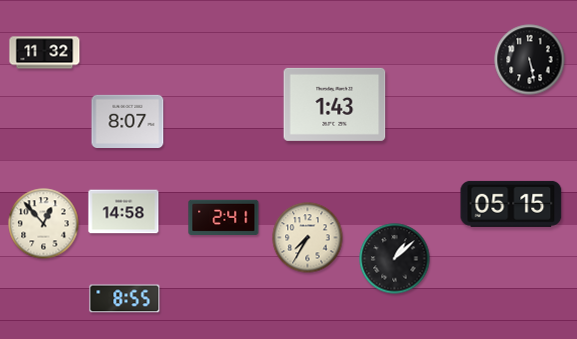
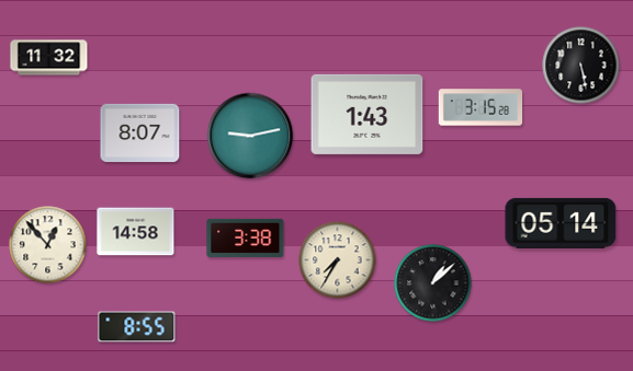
clock at (481, 107): none -> 3:15
clock at (250, 136): none -> 9:13
clock at (511, 204): 05:15 -> 05:14
clock at (224, 217): 2:41 -> 3:38
